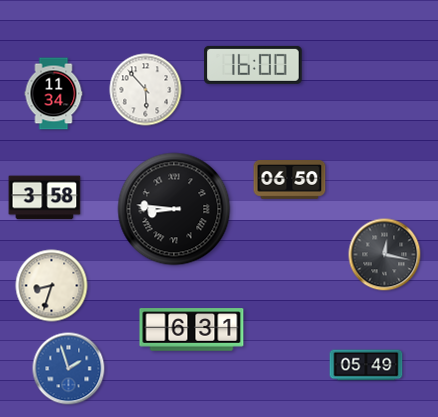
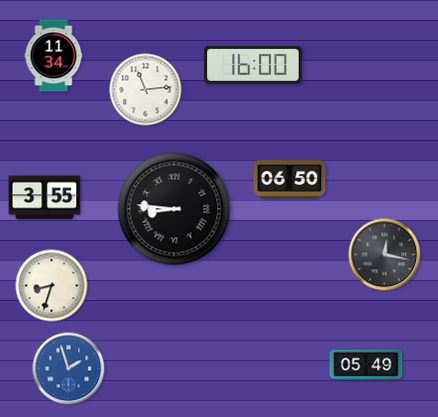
clock at (146, 90): 5:53 -> 11:14
clock at (54, 94) position: (54, 94) -> (54, 56)
clock at (45, 198): 3:58 -> 3:55
clock at (192, 330): 6:31 -> none
